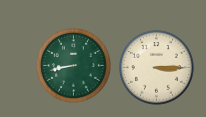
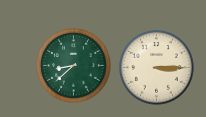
clock at (74, 66): 8:43 -> 8:38
